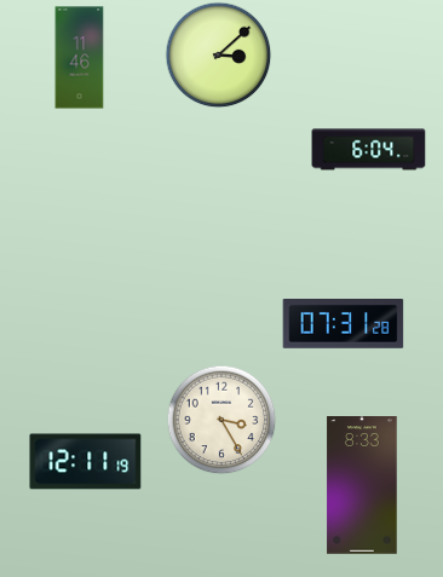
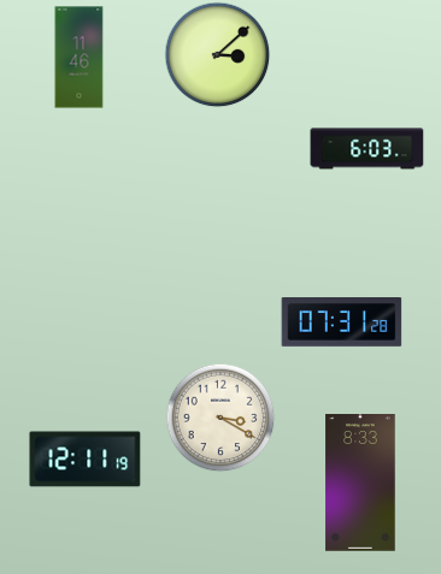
clock at (369, 150): 6:04 -> 6:03
clock at (221, 420): 3:25 -> 3:20
